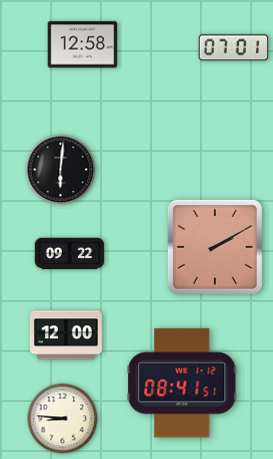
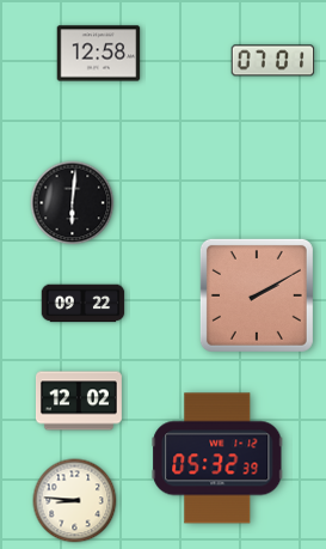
clock at (234, 48) position: (234, 48) -> (273, 61)
clock at (66, 335): 12:00 -> 12:02
clock at (182, 383): 08:41 -> 05:32
